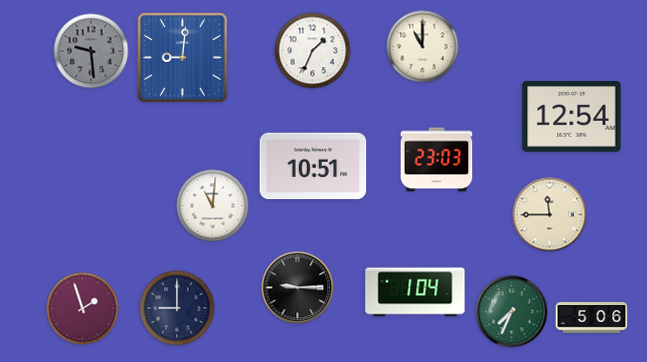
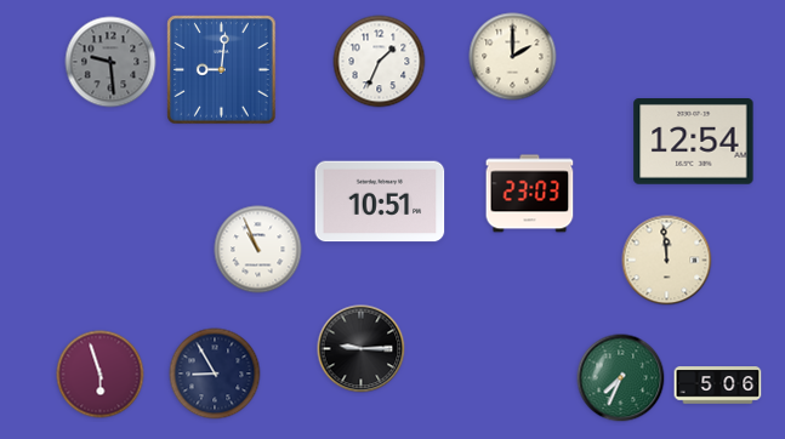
clock at (423, 47): 11:00 -> 2:00
clock at (213, 206): 11:01 -> 10:56
clock at (550, 215): 11:45 -> 11:59
clock at (415, 292): 1:04 -> none
clock at (177, 308): 9:00 -> 8:55
clock at (83, 309): 1:57 -> 5:57
